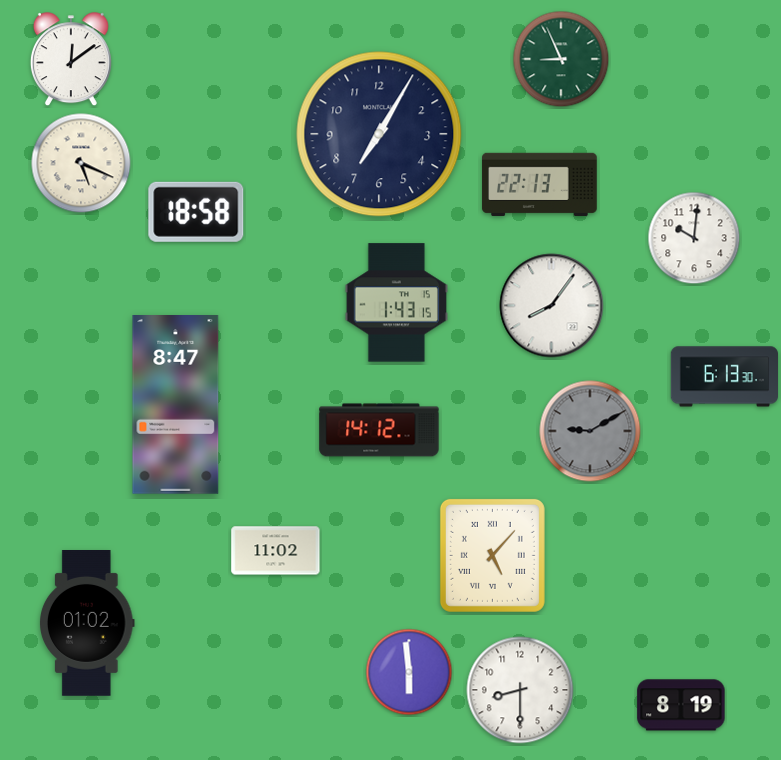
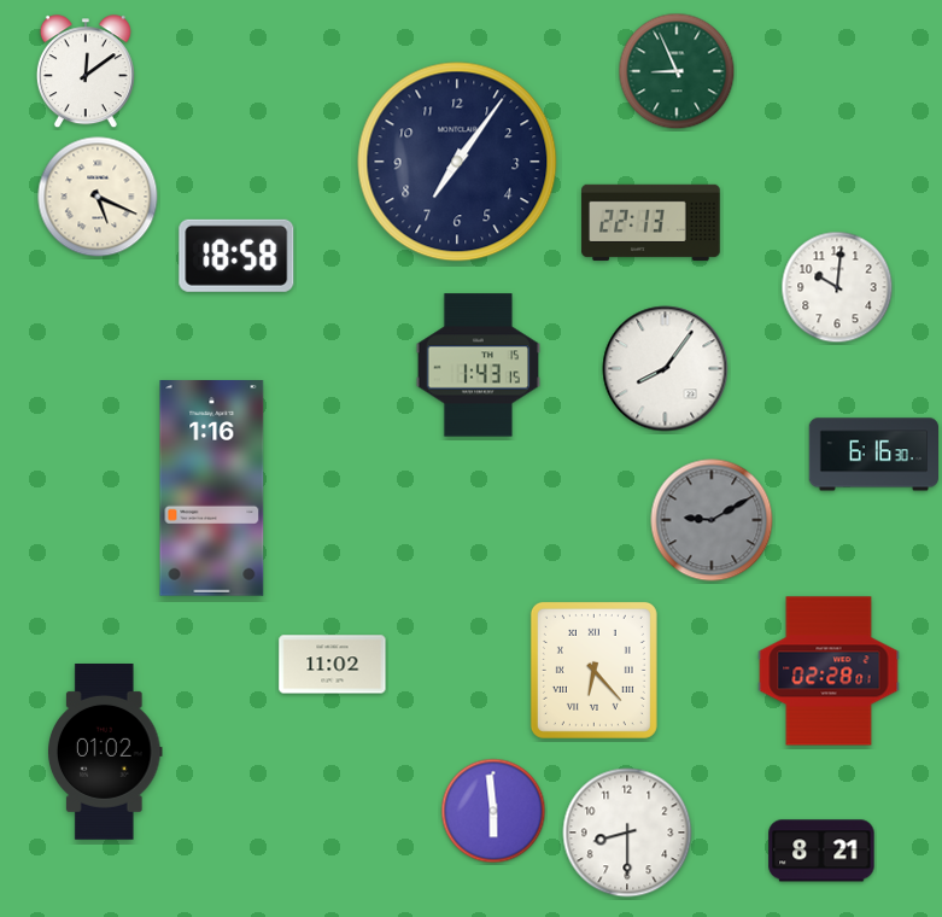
clock at (379, 134): 7:05 -> 7:06
clock at (724, 377): 6:13 -> 6:16
clock at (176, 405): 8:47 -> 1:16
clock at (379, 430): 14:12 -> none
clock at (492, 555): 5:07 -> 6:23
clock at (829, 671): none -> 02:28
clock at (681, 705): 8:19 -> 8:21
